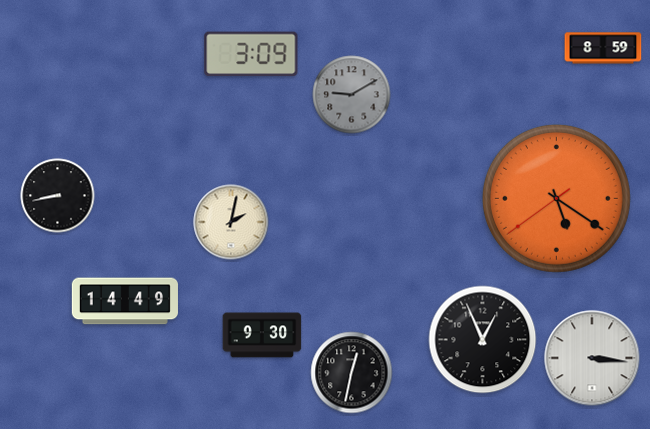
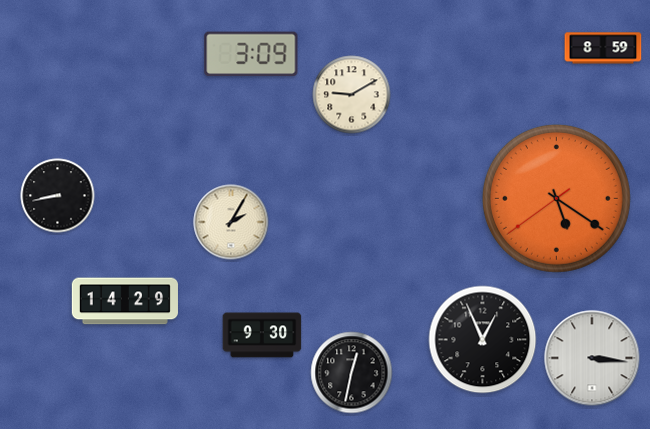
clock at (352, 95) dial: grey -> cream
clock at (231, 222): 2:02 -> 2:05
clock at (125, 301): 14:49 -> 14:29
